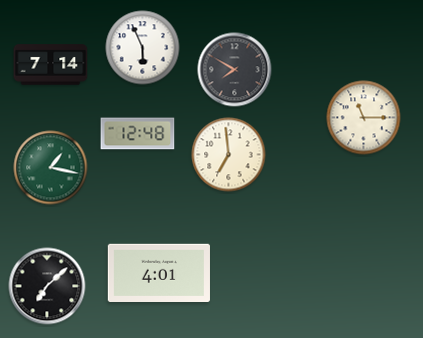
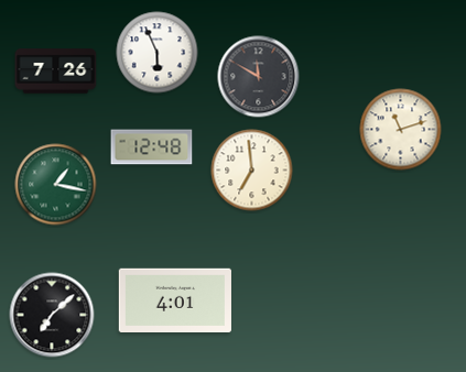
clock at (51, 65): 7:14 -> 7:26
clock at (235, 70): 7:50 -> 11:50
clock at (364, 118): 11:15 -> 11:12
